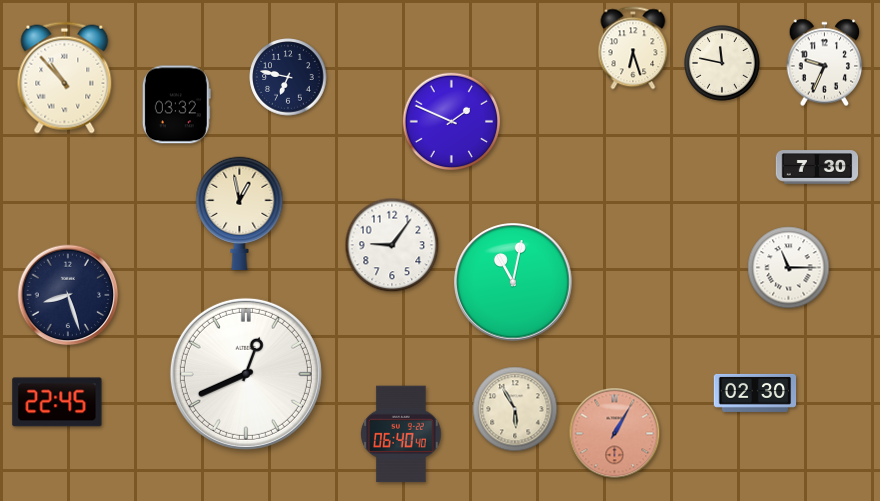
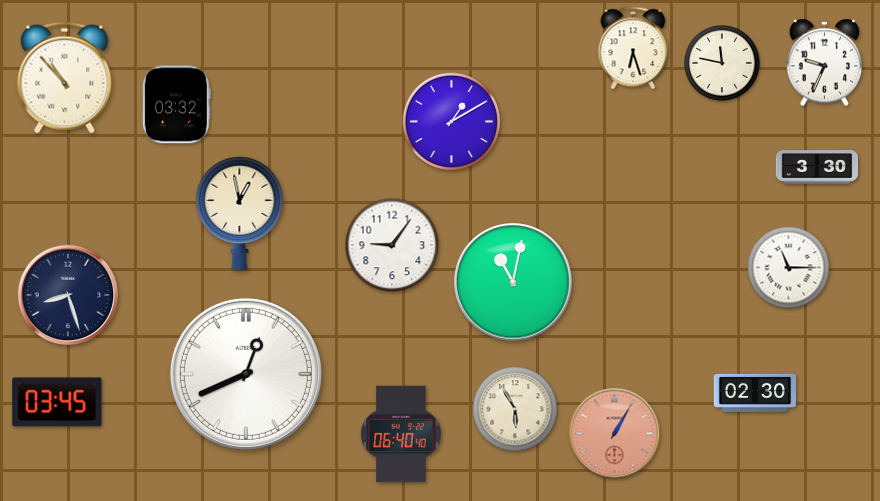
clock at (288, 77): 6:47 -> none
clock at (452, 122): 1:49 -> 1:10
clock at (817, 167): 7:30 -> 3:30
clock at (57, 402): 22:45 -> 03:45
